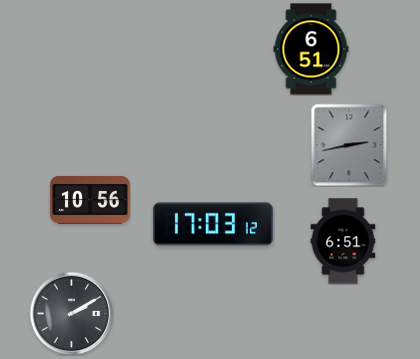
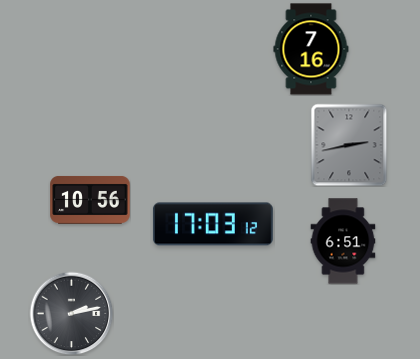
clock at (311, 49): 6:51 -> 7:16
clock at (71, 313): 2:10 -> 2:13
